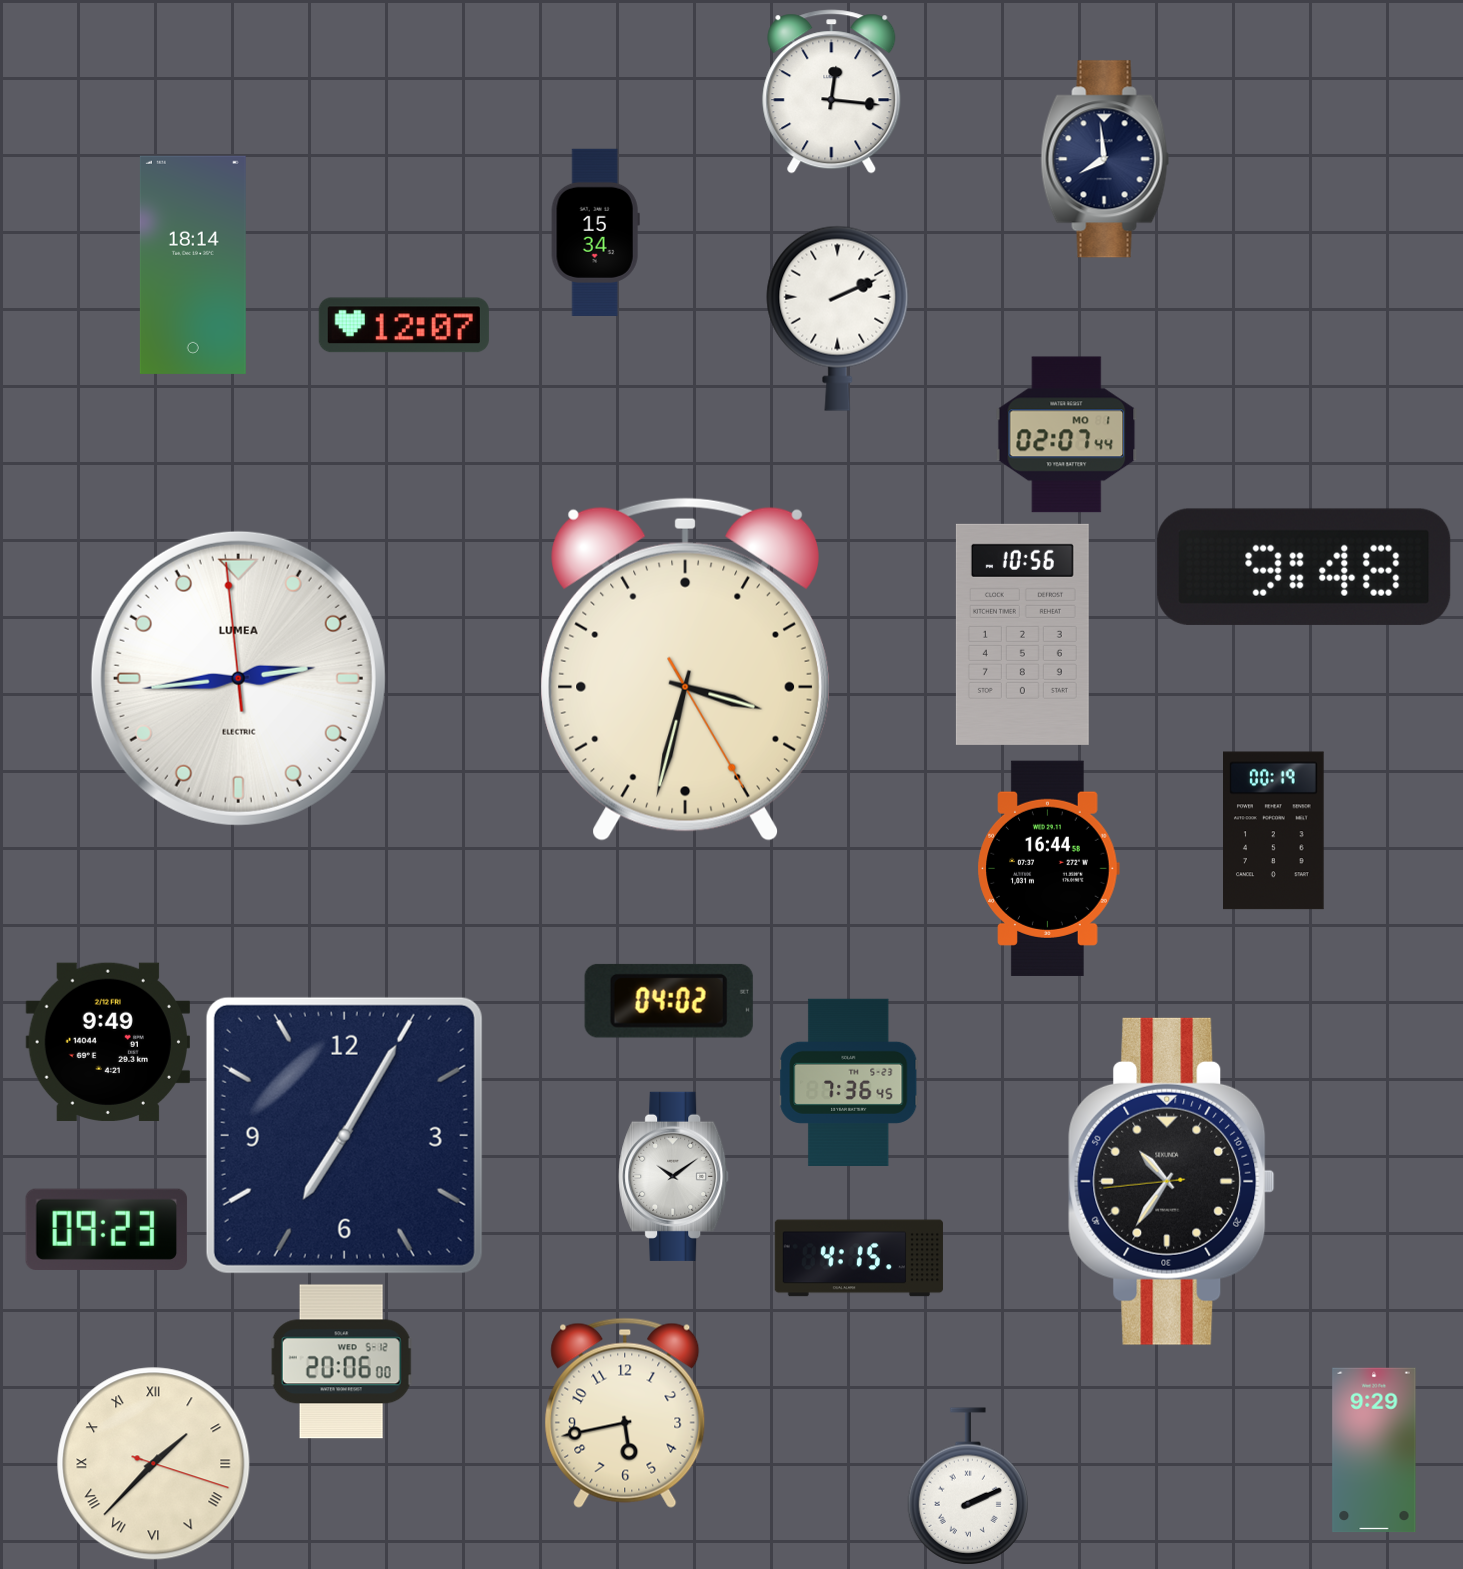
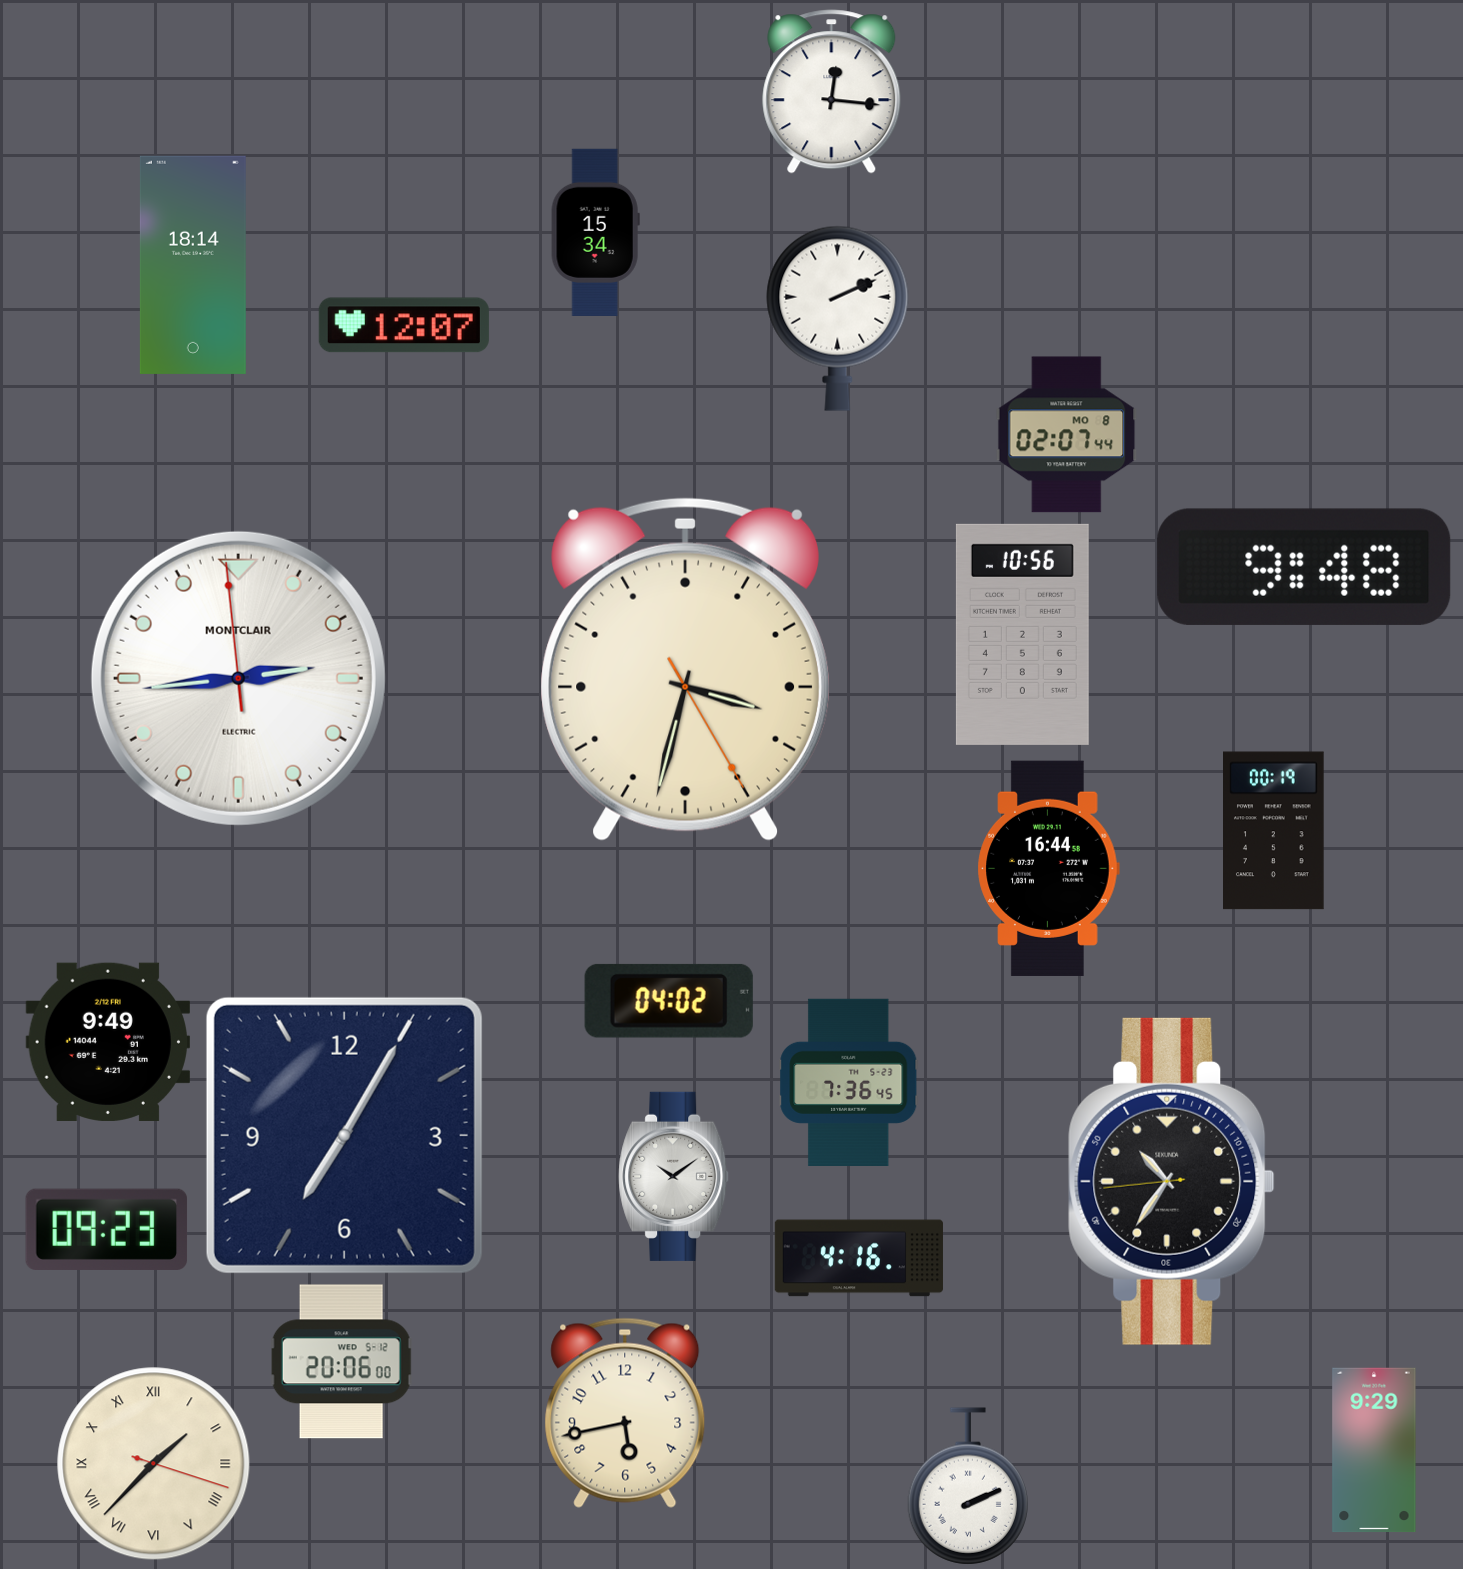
clock at (1105, 159): 7:59 -> none
clock at (1067, 435) date: MO 1 -> MO 8
clock at (238, 678) brand: LUMEA -> MONTCLAIR
clock at (859, 1258): 4:15 -> 4:16
